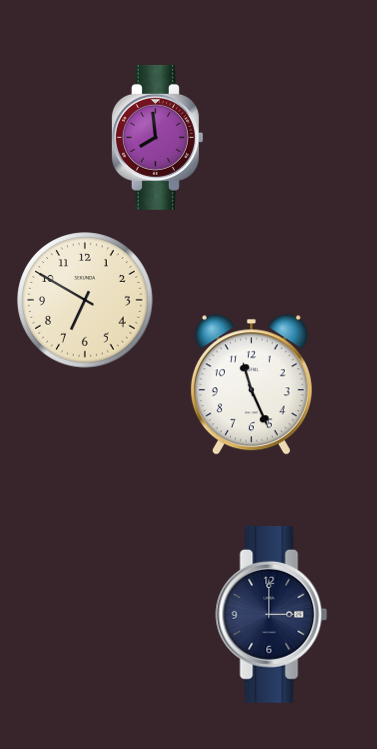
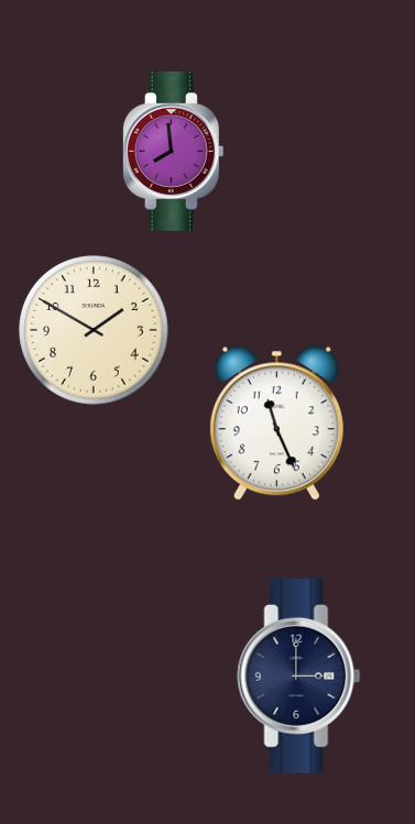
clock at (85, 300): 6:50 -> 1:50
